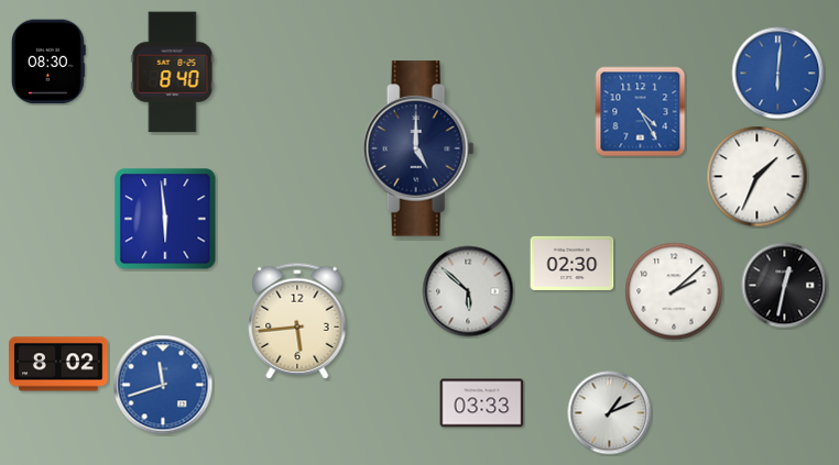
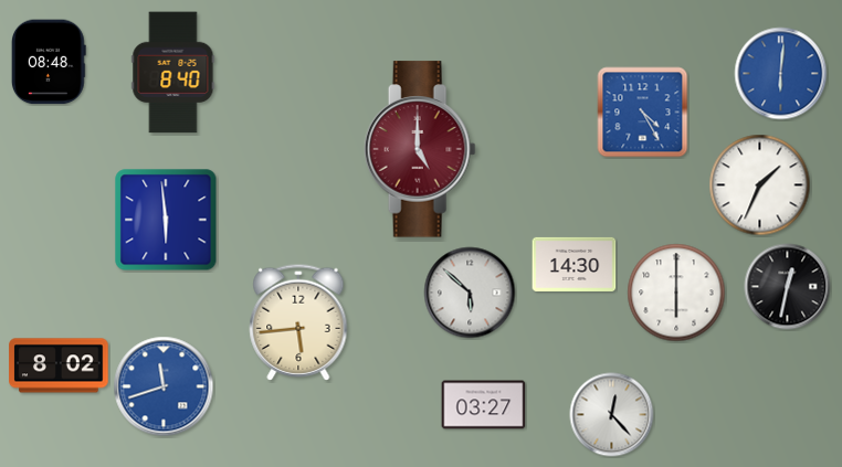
clock at (48, 62): 08:30 -> 08:48
clock at (418, 148) dial: navy -> burgundy
clock at (758, 177) position: (758, 177) -> (760, 185)
clock at (573, 263): 02:30 -> 14:30
clock at (674, 291): 2:08 -> 6:00
clock at (482, 403): 03:33 -> 03:27
clock at (610, 413): 1:11 -> 12:23
